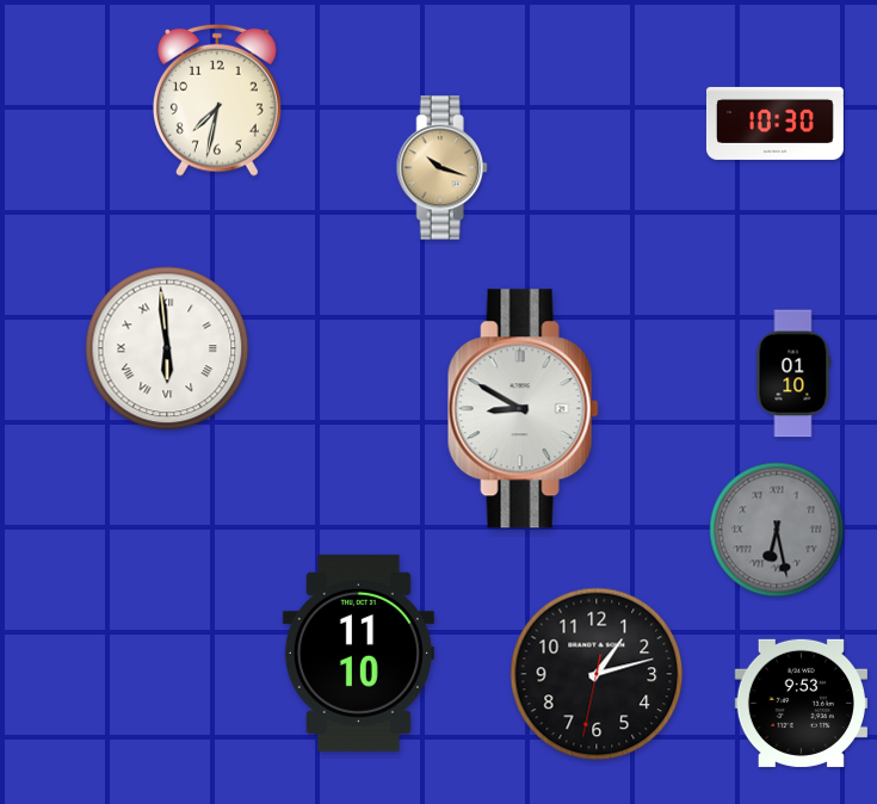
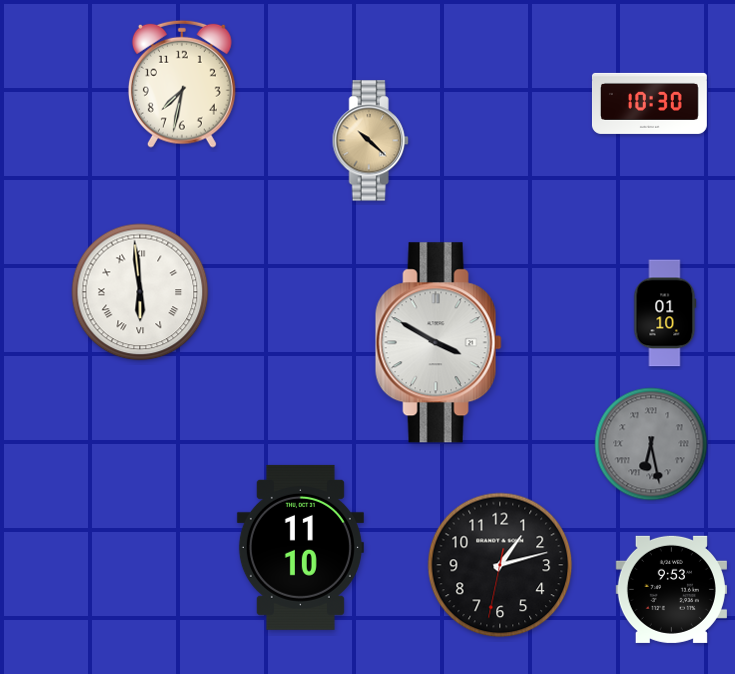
clock at (441, 168): 10:18 -> 10:22
clock at (523, 409): 8:50 -> 3:50
